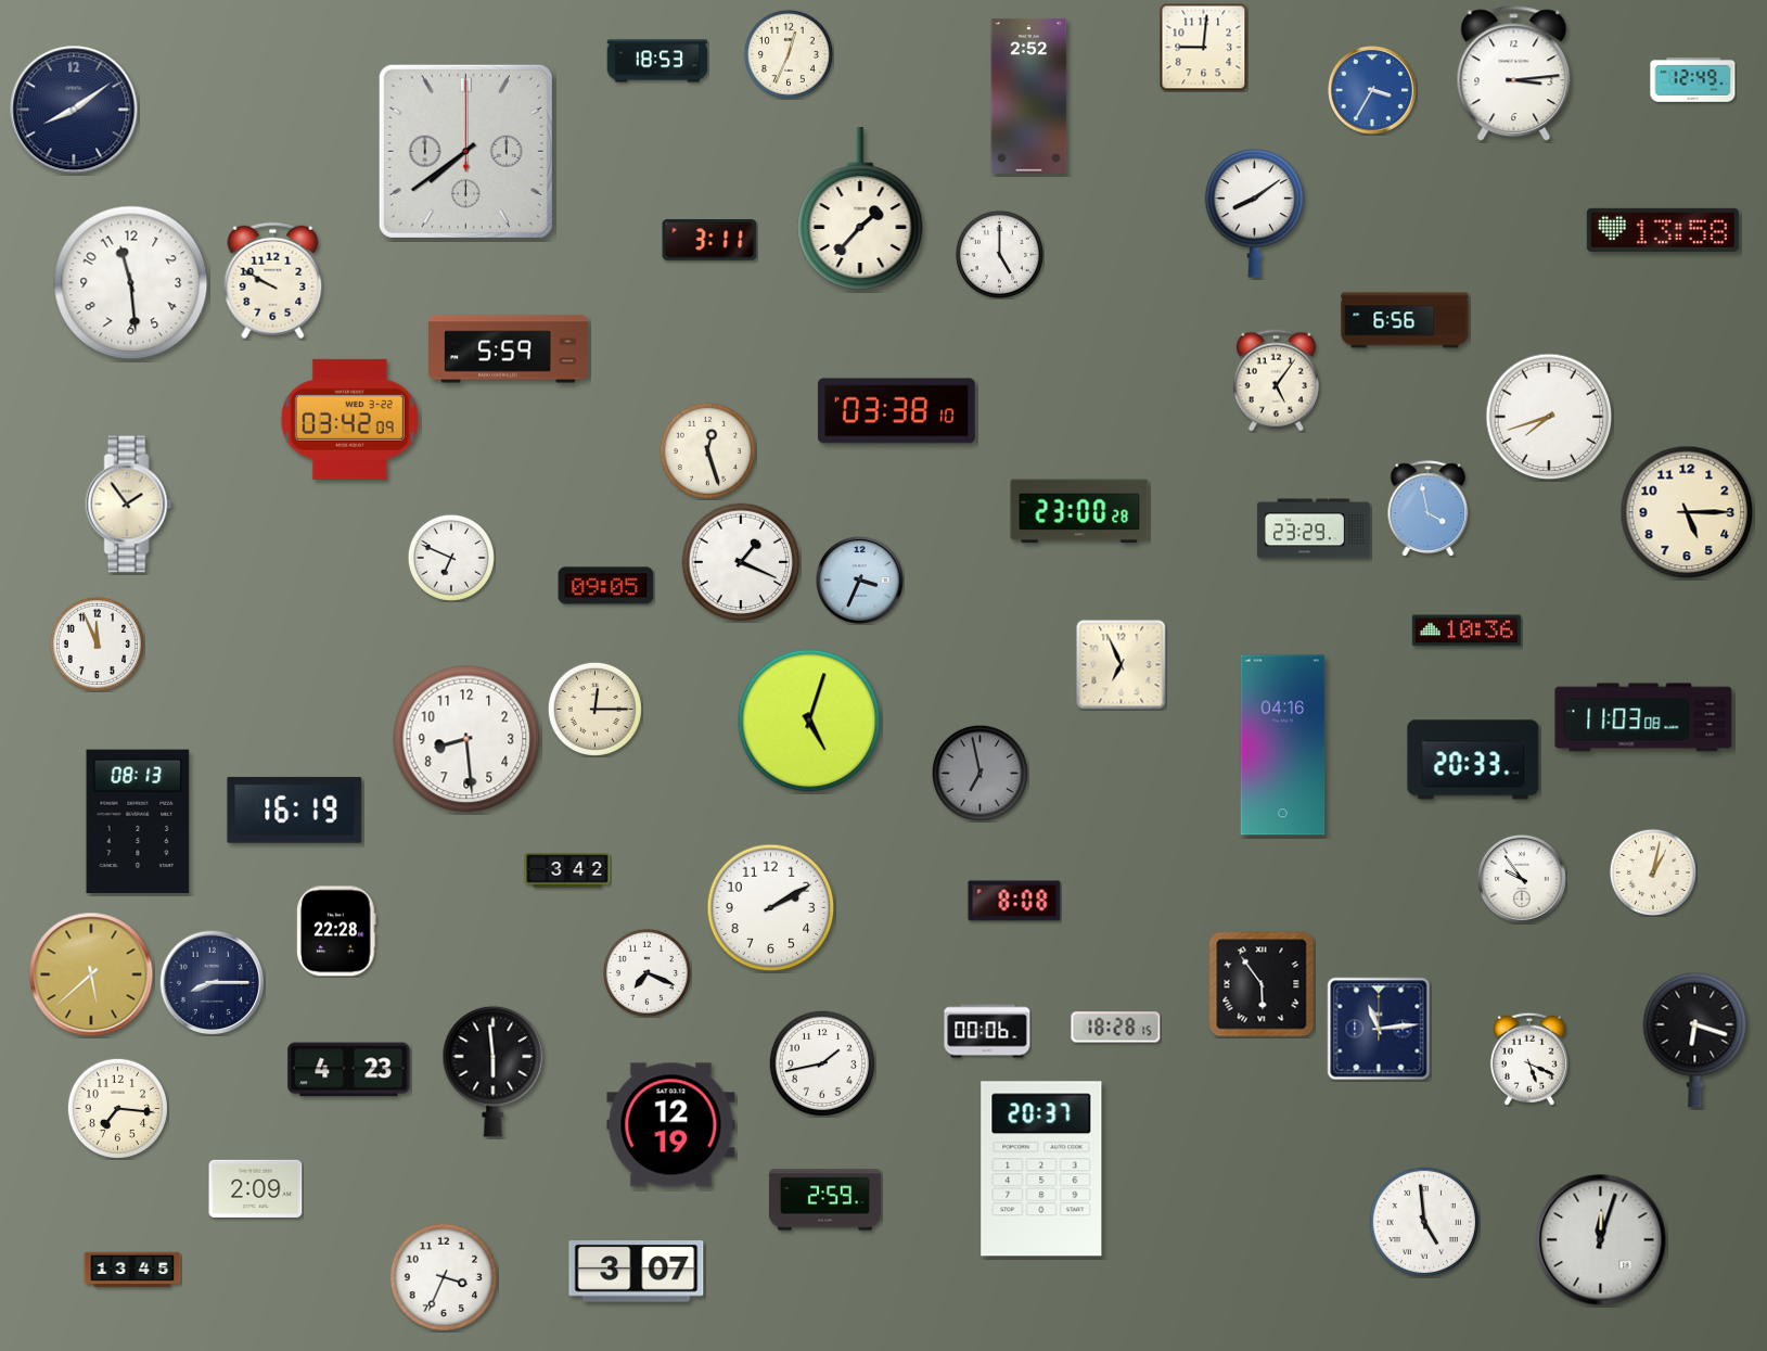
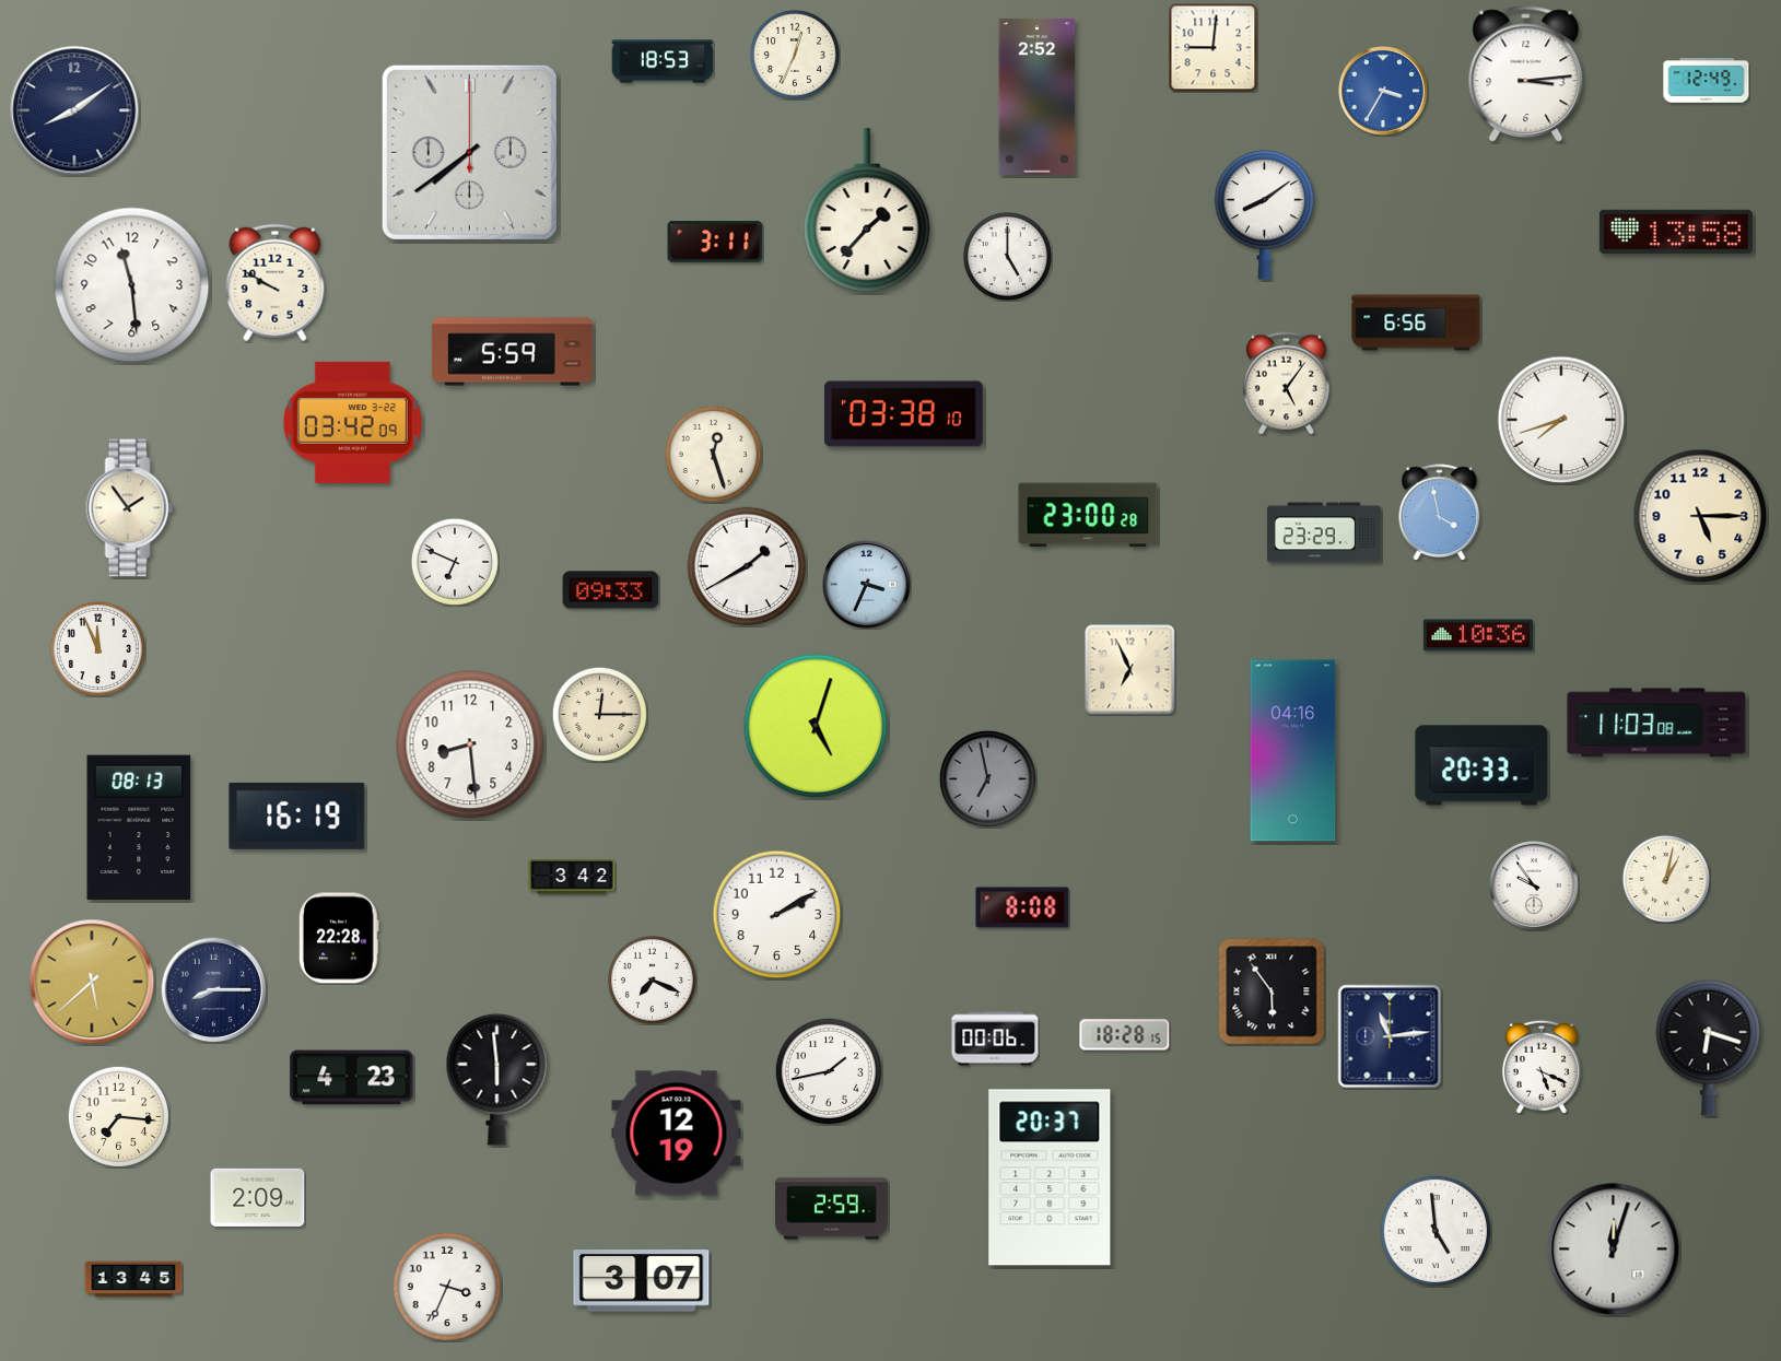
clock at (741, 562): 1:19 -> 1:40
clock at (606, 586): 09:05 -> 09:33
clock at (1473, 760) position: (1473, 760) -> (1481, 765)
